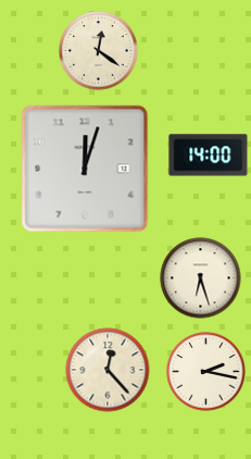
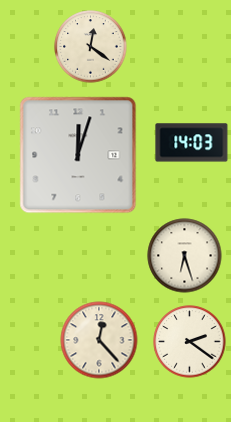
clock at (209, 156): 14:00 -> 14:03
clock at (206, 372): 2:17 -> 2:21
